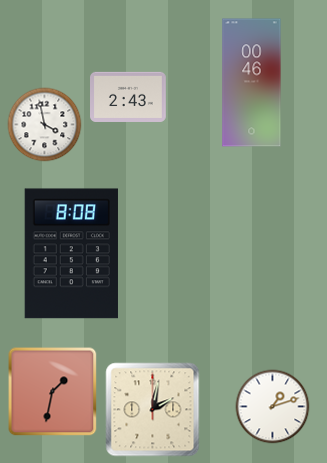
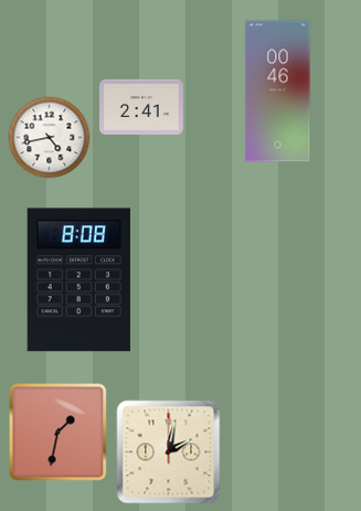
clock at (129, 97): 2:43 -> 2:41
clock at (45, 125): 3:58 -> 4:43
clock at (273, 407): 1:12 -> none
